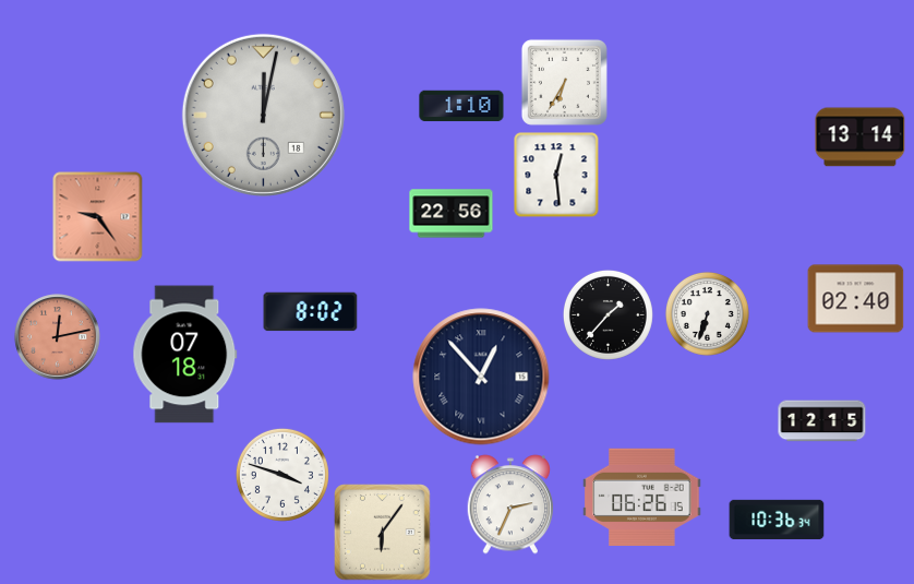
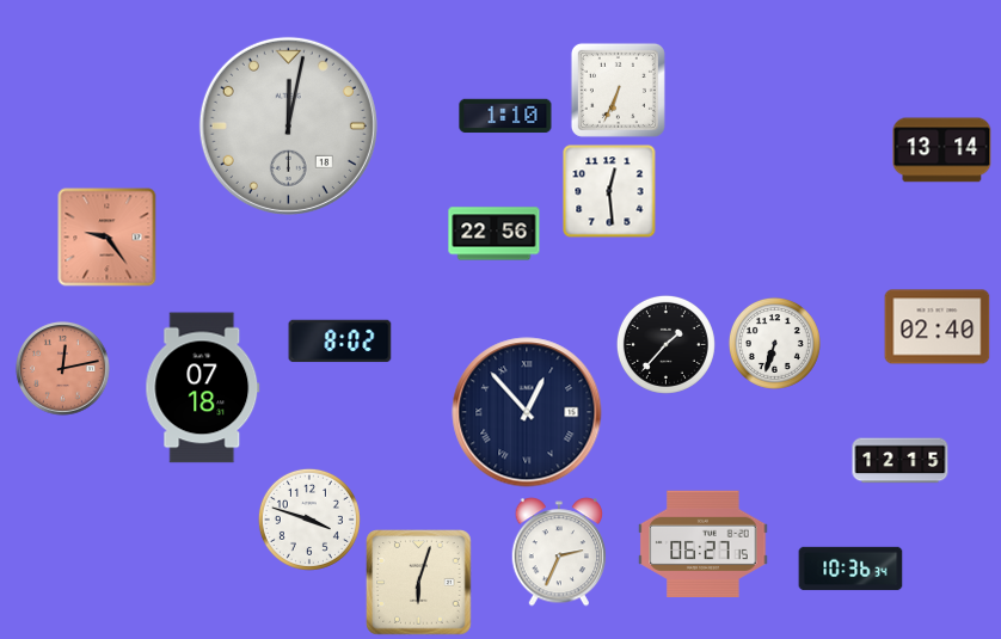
clock at (564, 82): 6:35 -> 6:34
clock at (642, 497): 06:26 -> 06:27
clock at (383, 533): 6:06 -> 6:03
